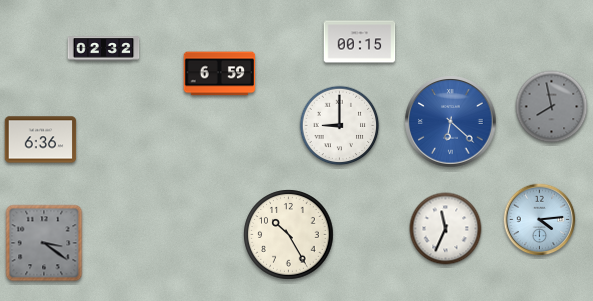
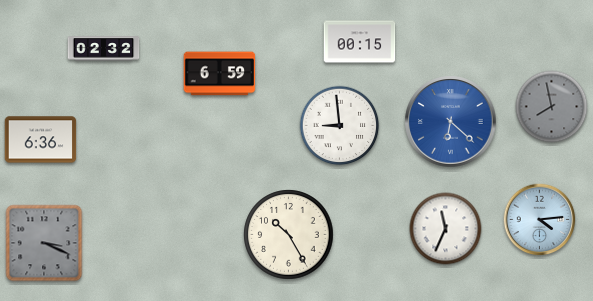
clock at (340, 126): 9:00 -> 8:59
clock at (44, 243): 3:21 -> 3:19
